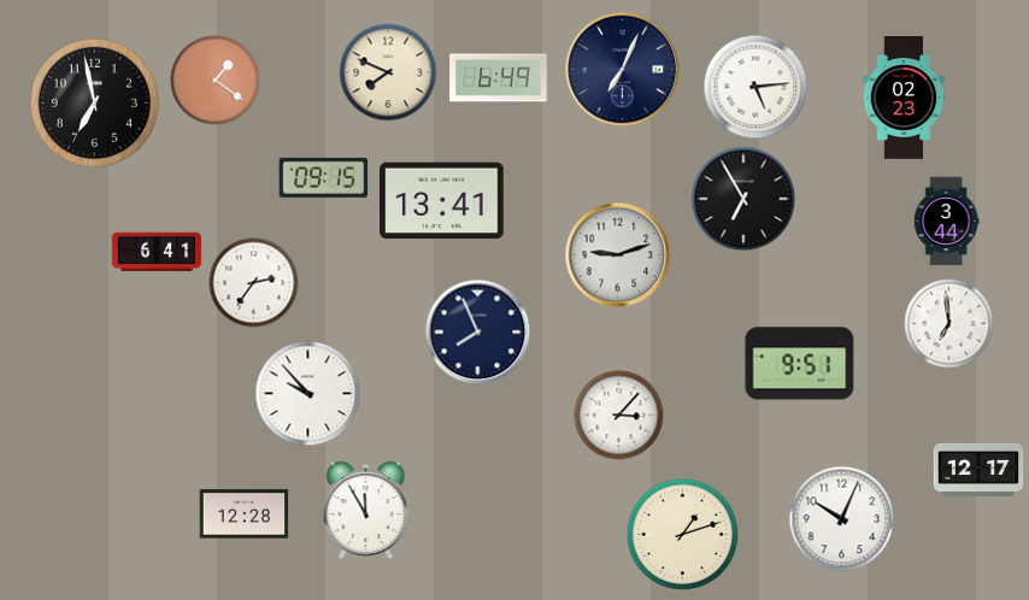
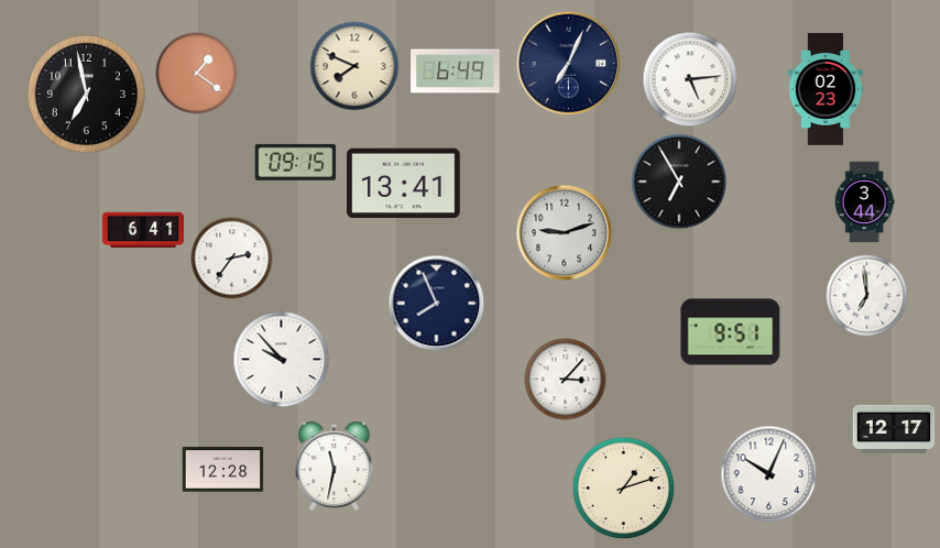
clock at (366, 511): 11:55 -> 11:32
